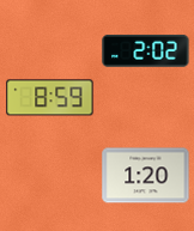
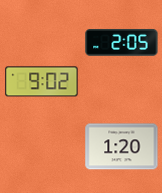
clock at (146, 51): 2:02 -> 2:05
clock at (50, 98): 8:59 -> 9:02
